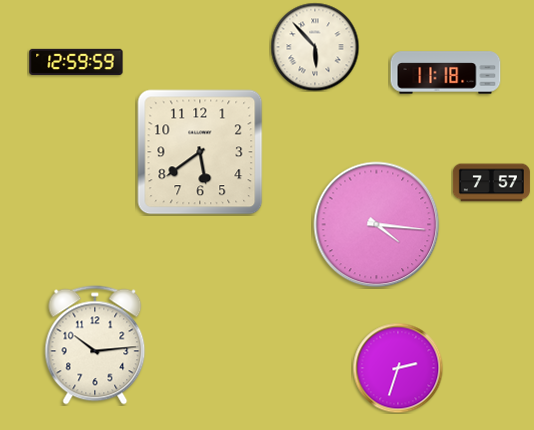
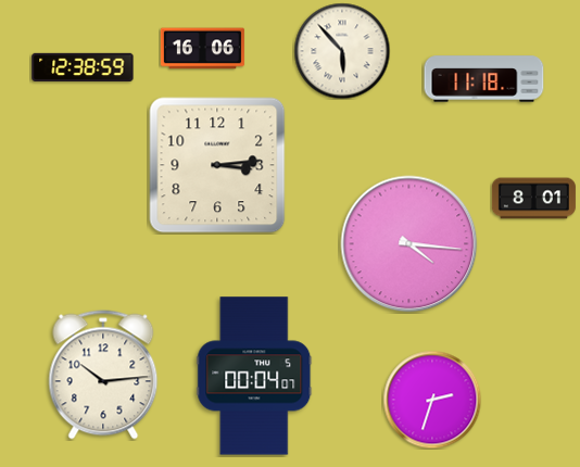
clock at (202, 49): none -> 16:06
clock at (76, 62): 12:59 -> 12:38
clock at (200, 152): 5:39 -> 3:14
clock at (491, 183): 7:57 -> 8:01
clock at (254, 376): none -> 00:04
